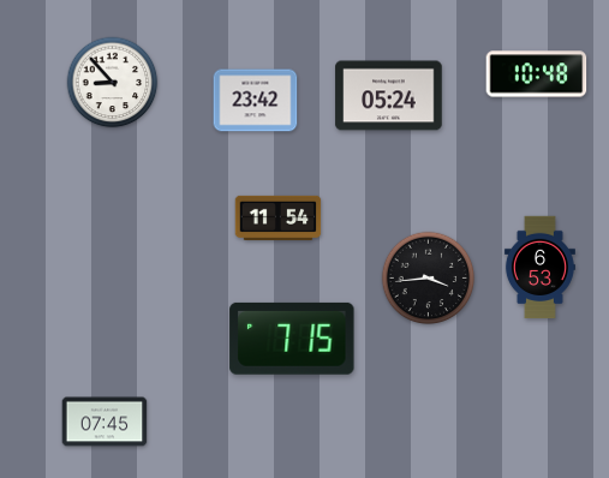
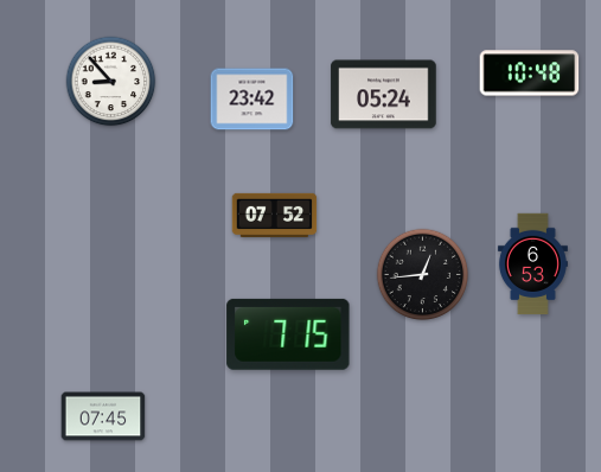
clock at (279, 217): 11:54 -> 07:52
clock at (429, 279): 3:44 -> 12:44
